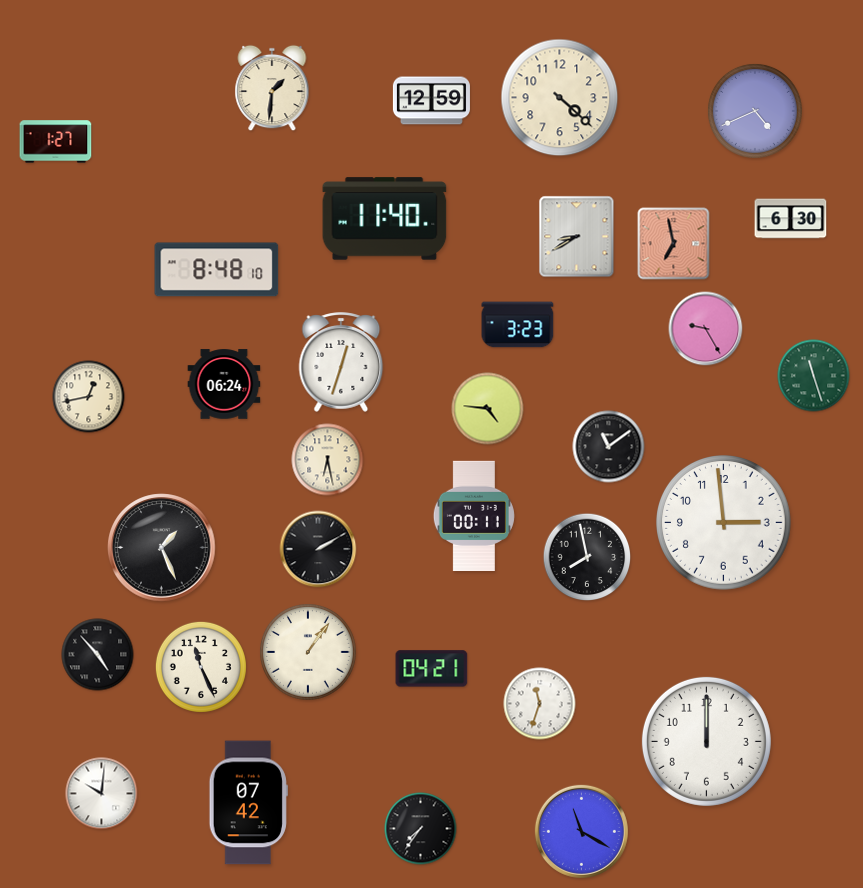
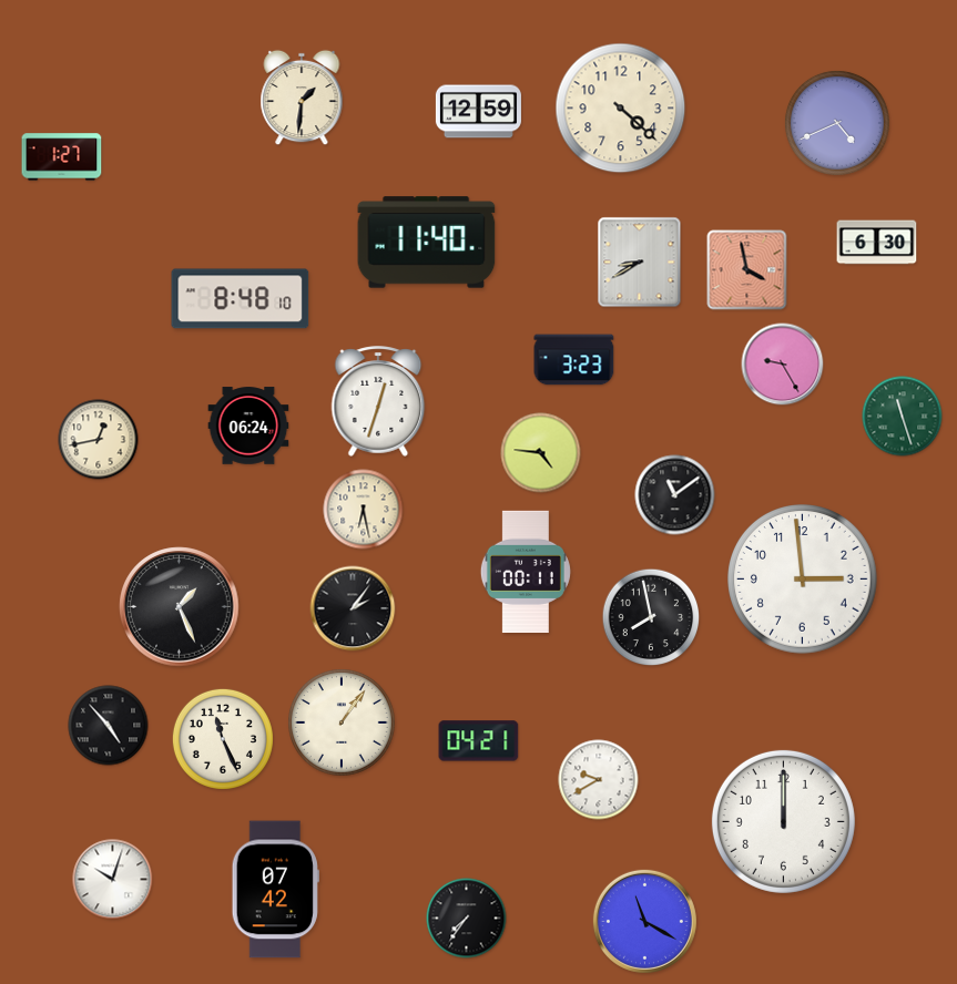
clock at (674, 244): 6:58 -> 3:58
clock at (318, 549): 2:10 -> 2:06
clock at (540, 704): 11:33 -> 9:40
clock at (102, 794): 10:01 -> 10:03
